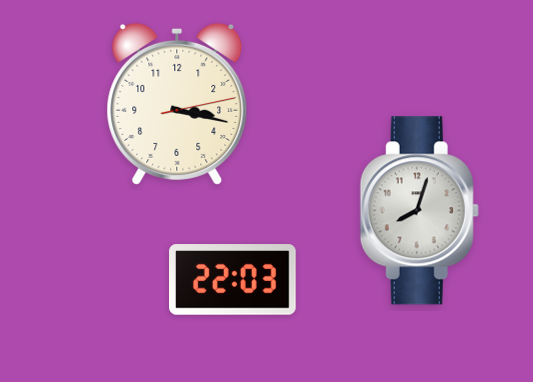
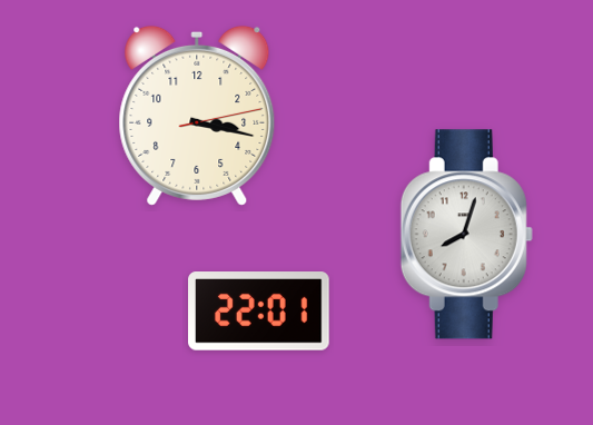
clock at (233, 280): 22:03 -> 22:01
